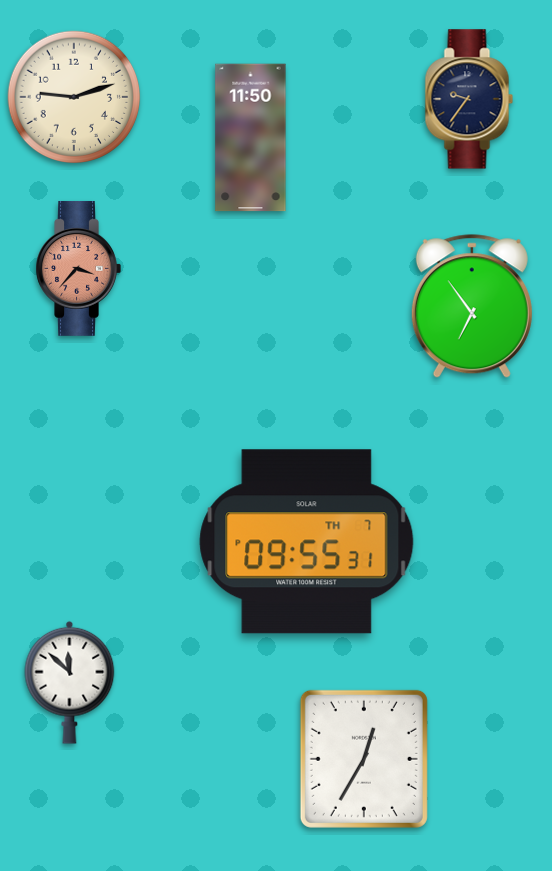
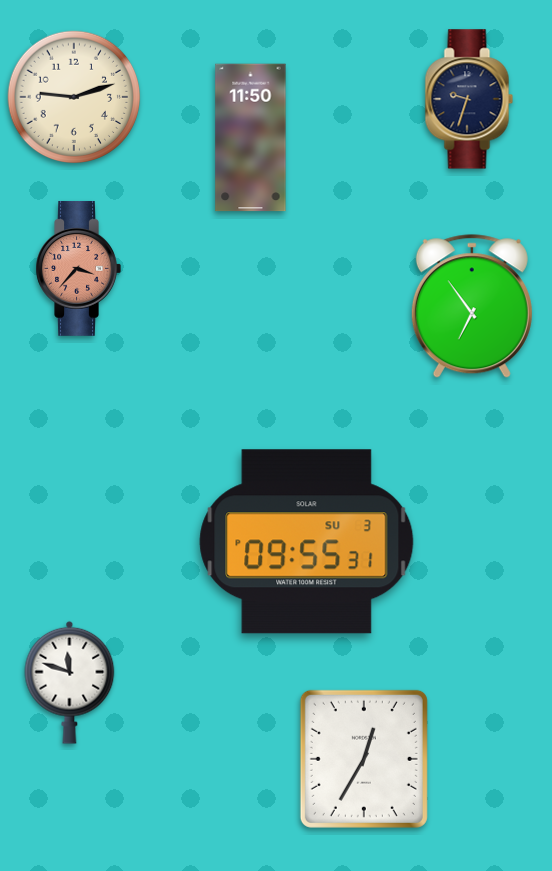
clock at (469, 99): 9:36 -> 9:33
clock at (307, 542) date: TH 7 -> SU 3
clock at (70, 682): 11:52 -> 11:48
